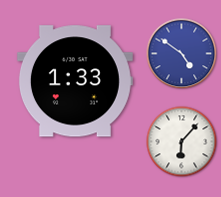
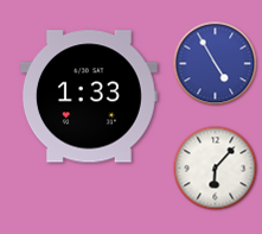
clock at (182, 54): 4:51 -> 4:55
